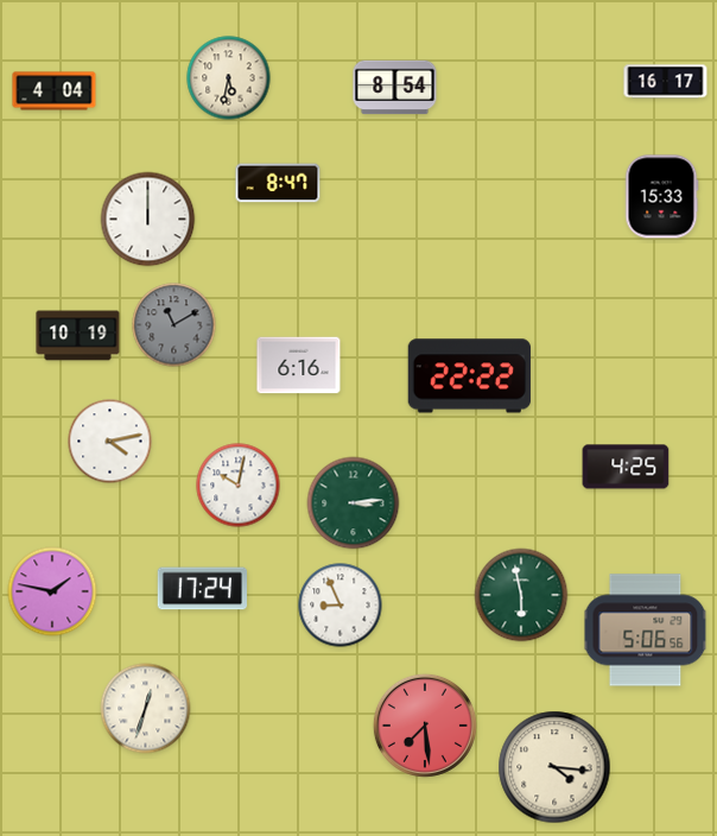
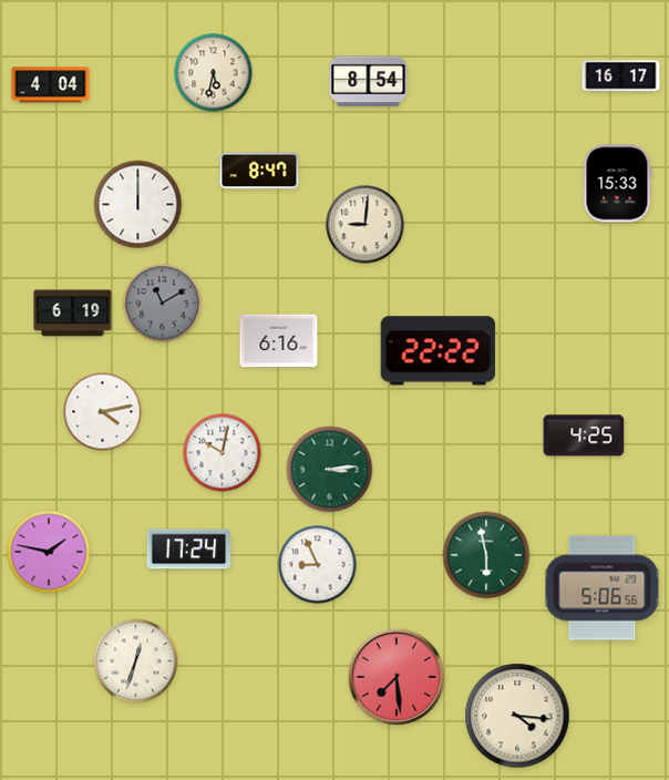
clock at (366, 225): none -> 9:01
clock at (78, 336): 10:19 -> 6:19
